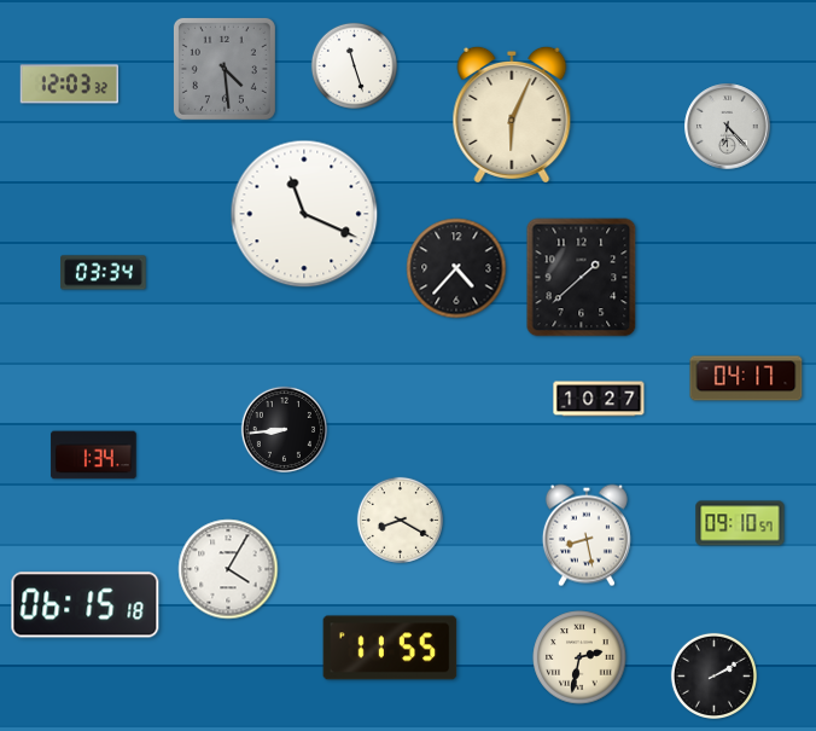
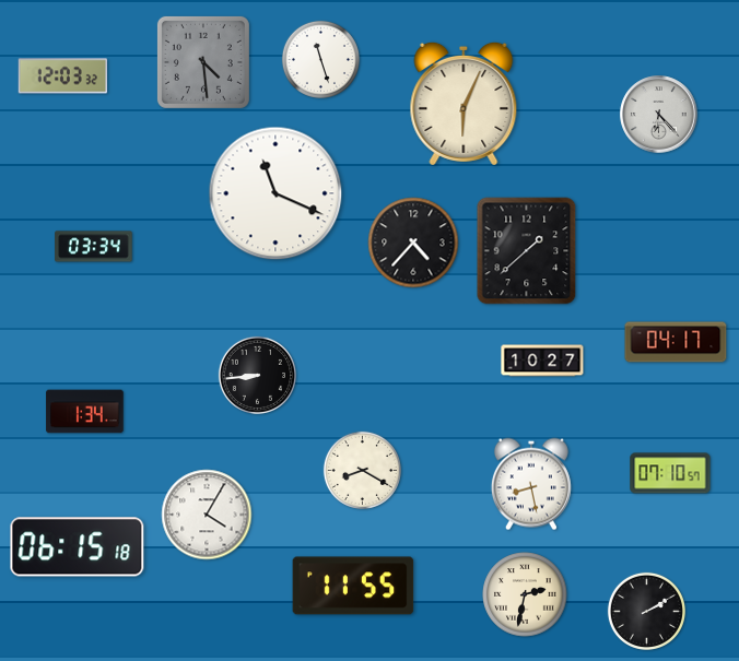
clock at (284, 429) position: (284, 429) -> (257, 375)
clock at (740, 523): 09:10 -> 07:10
